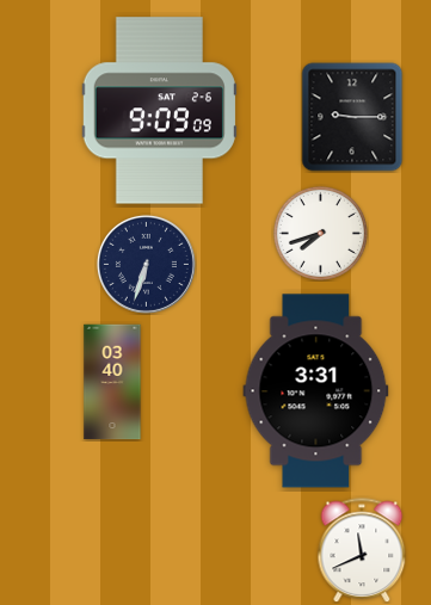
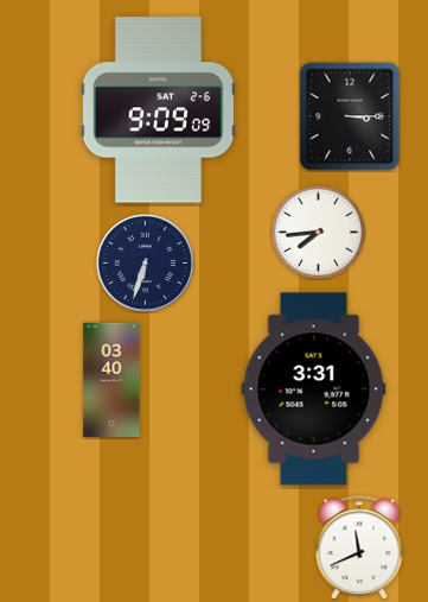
clock at (352, 117): 9:15 -> 3:15
clock at (320, 233): 7:42 -> 7:44
